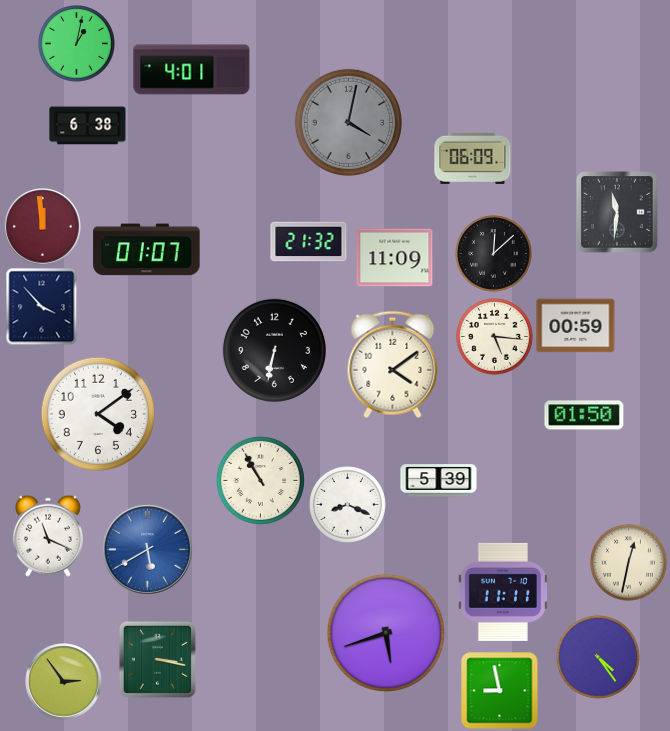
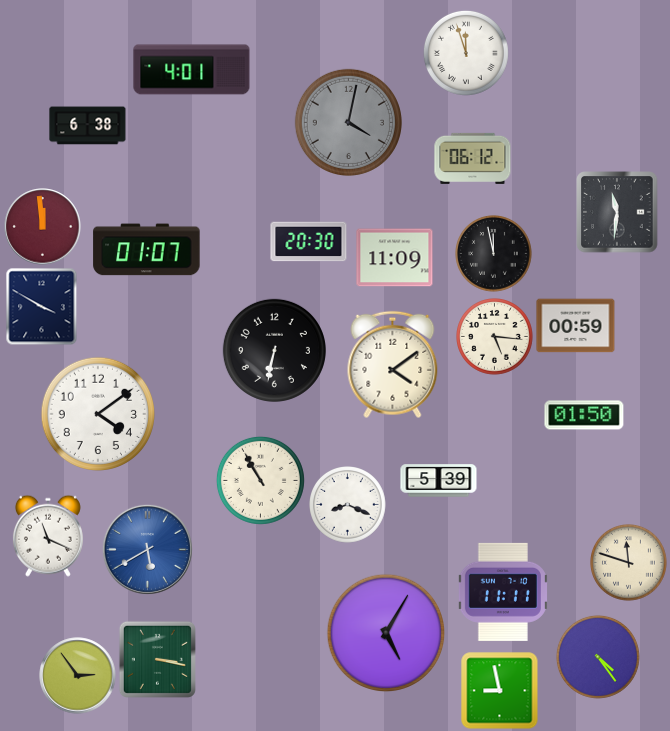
clock at (77, 44): 1:02 -> none
clock at (466, 53): none -> 11:57
clock at (473, 158): 06:09 -> 06:12
clock at (309, 242): 21:32 -> 20:30
clock at (494, 254): 12:08 -> 11:58
clock at (42, 306): 3:53 -> 3:50
clock at (629, 563): 12:32 -> 11:48
clock at (386, 633): 5:42 -> 5:05
clock at (64, 682) position: (64, 682) -> (78, 676)
